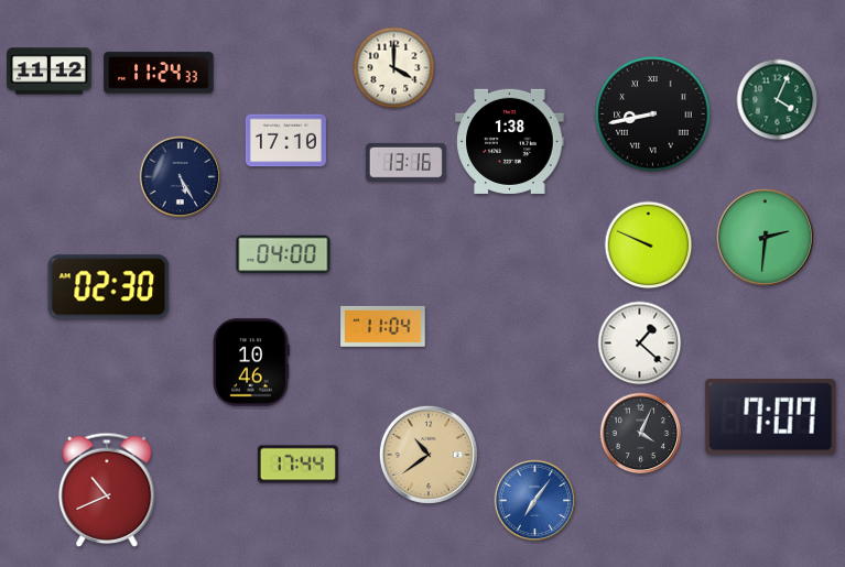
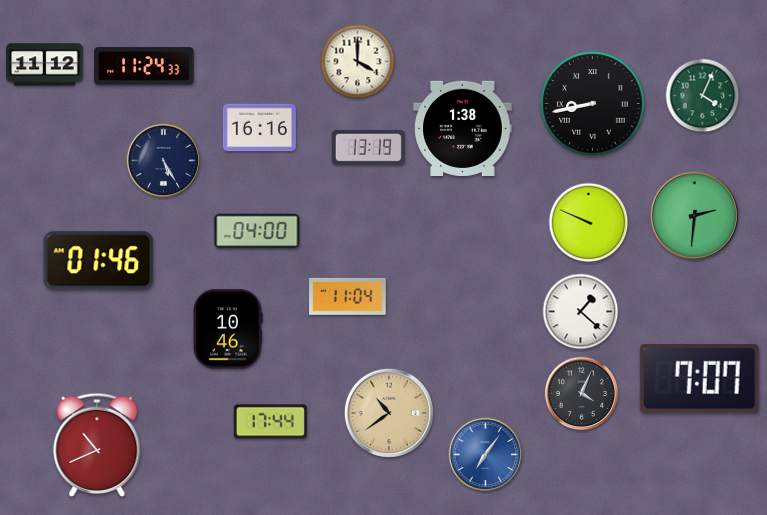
clock at (778, 100) position: (778, 100) -> (703, 96)
clock at (285, 141): 17:10 -> 16:16
clock at (405, 162): 13:16 -> 13:19
clock at (109, 287): 02:30 -> 01:46
